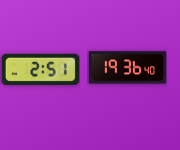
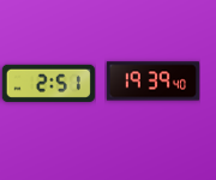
clock at (127, 68): 19:36 -> 19:39
